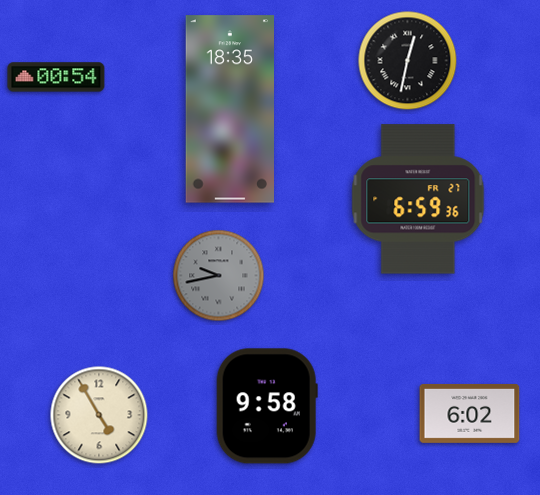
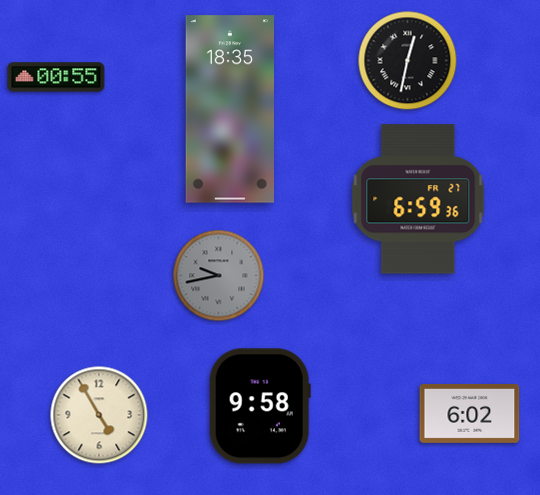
clock at (56, 77): 00:54 -> 00:55
clock at (267, 406) position: (267, 406) -> (260, 406)
